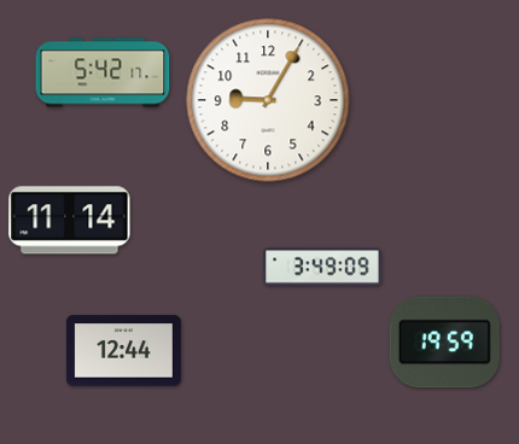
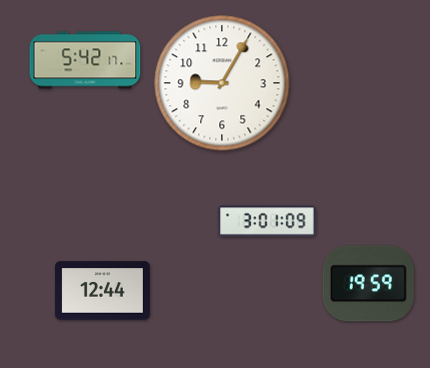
clock at (70, 221): 11:14 -> none
clock at (322, 267): 3:49 -> 3:01
